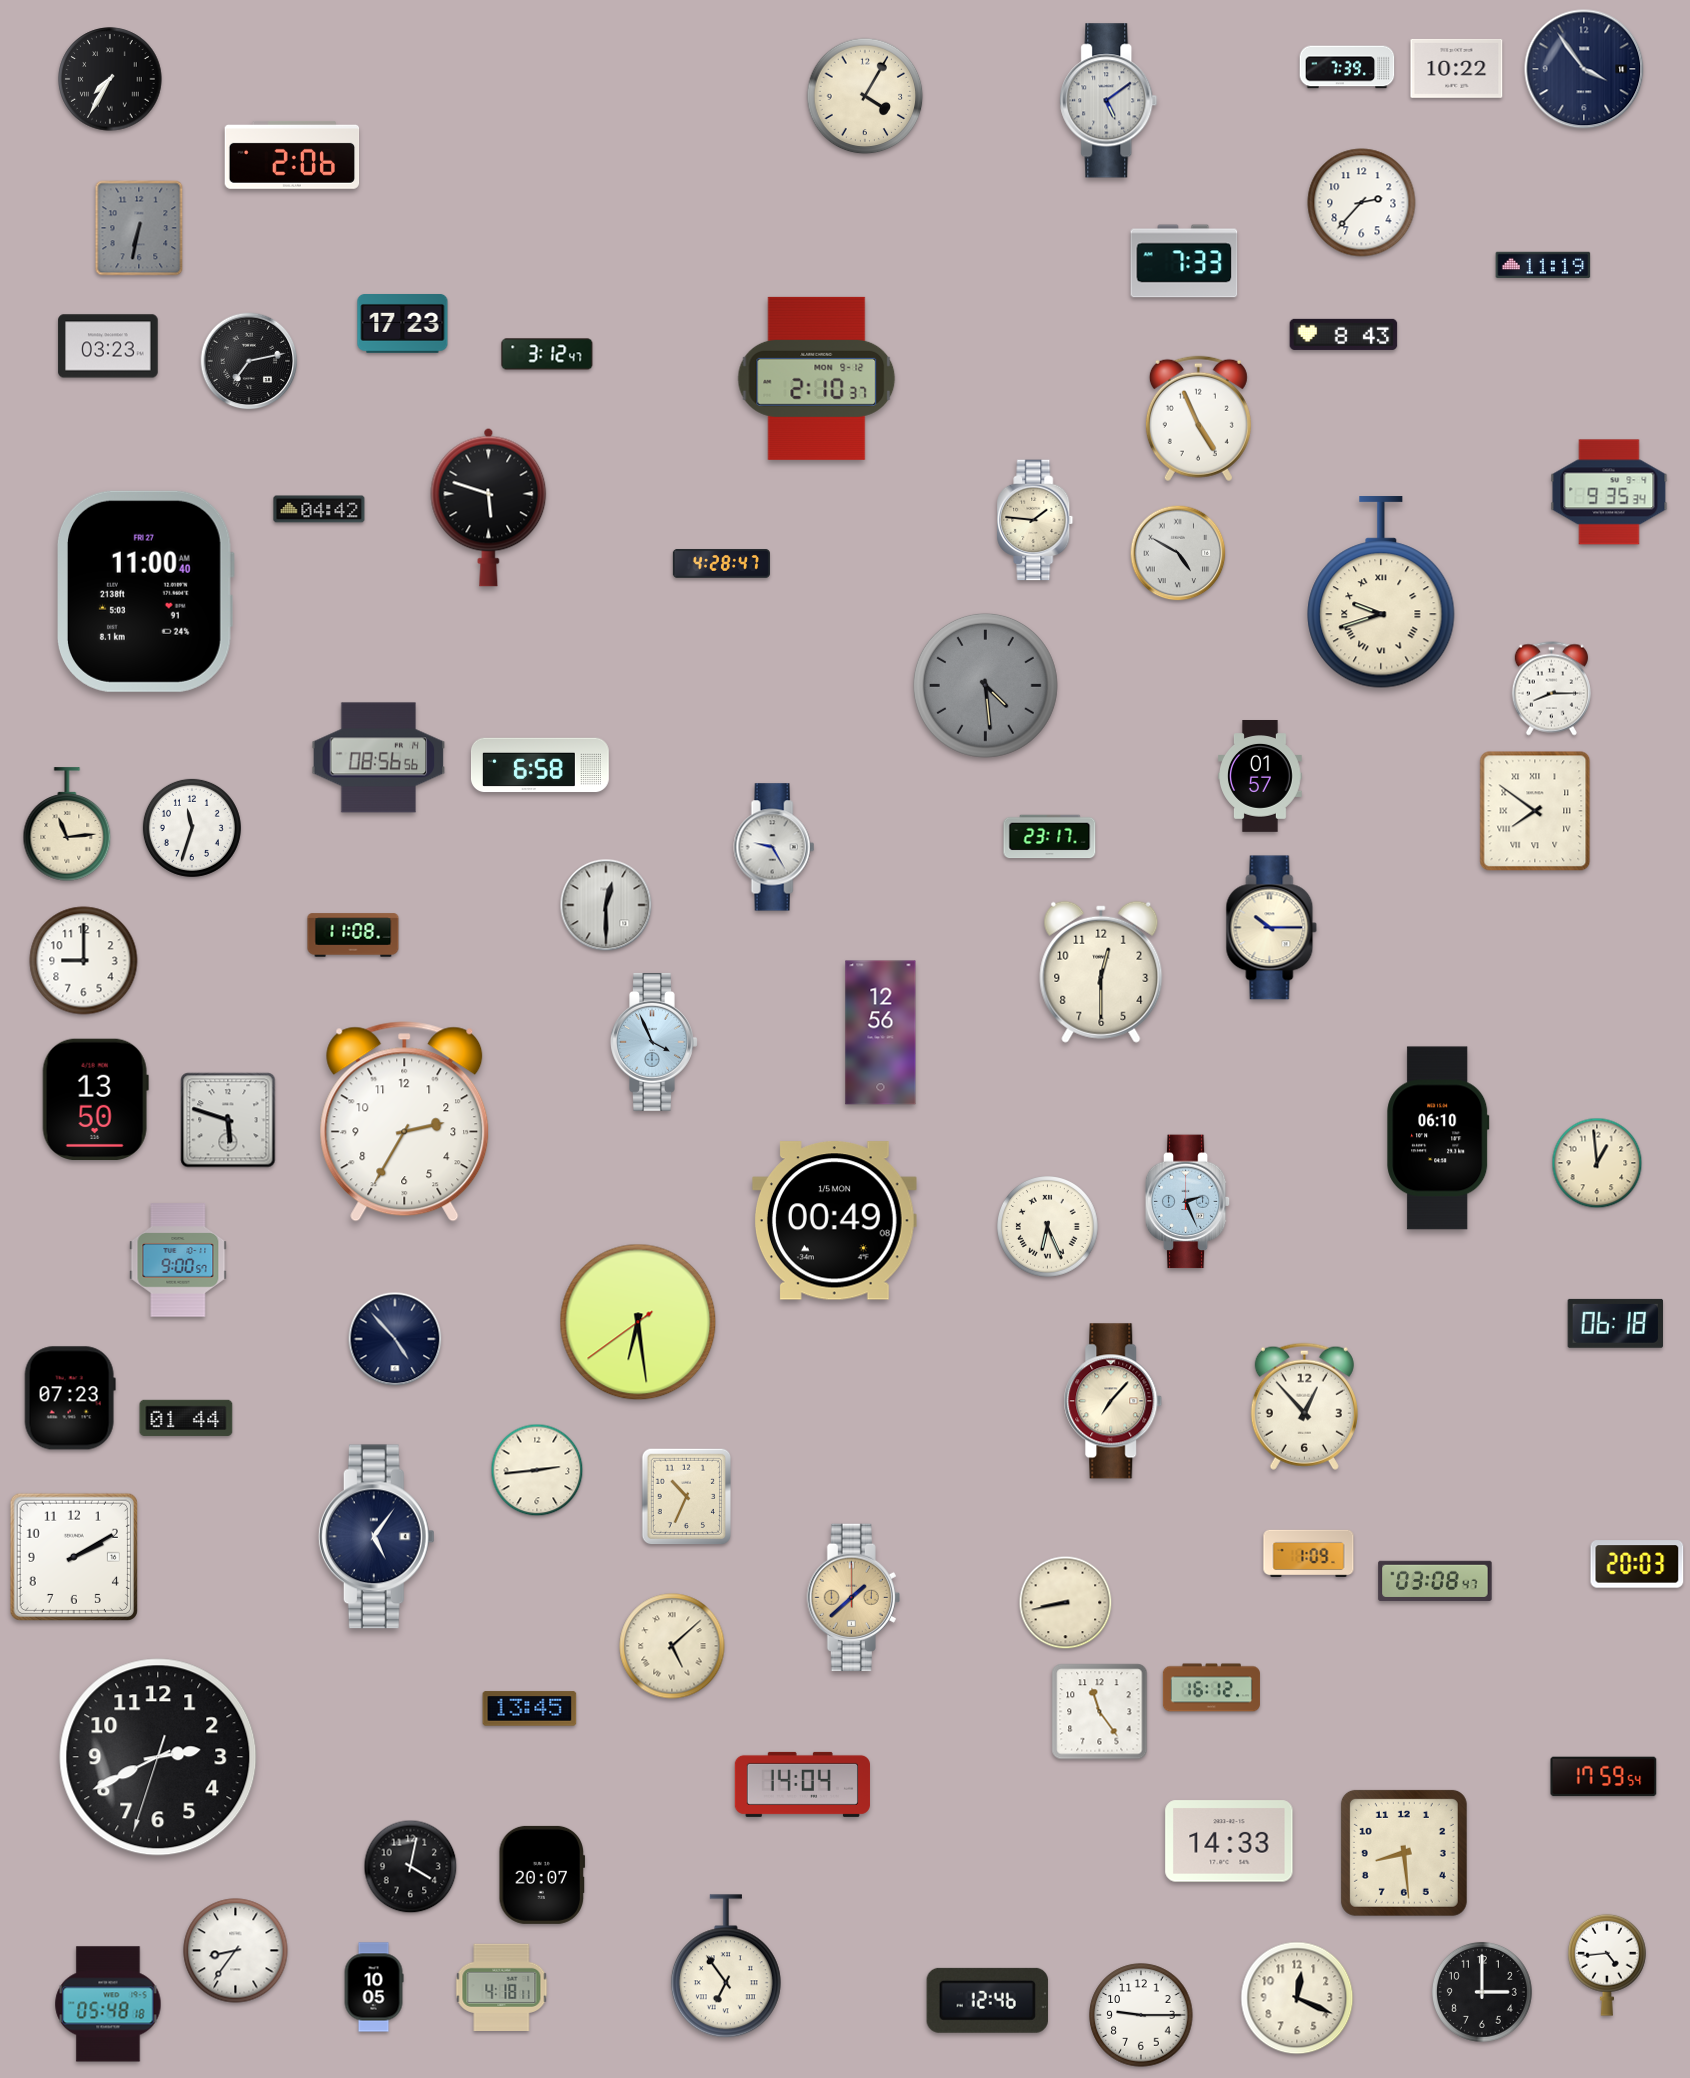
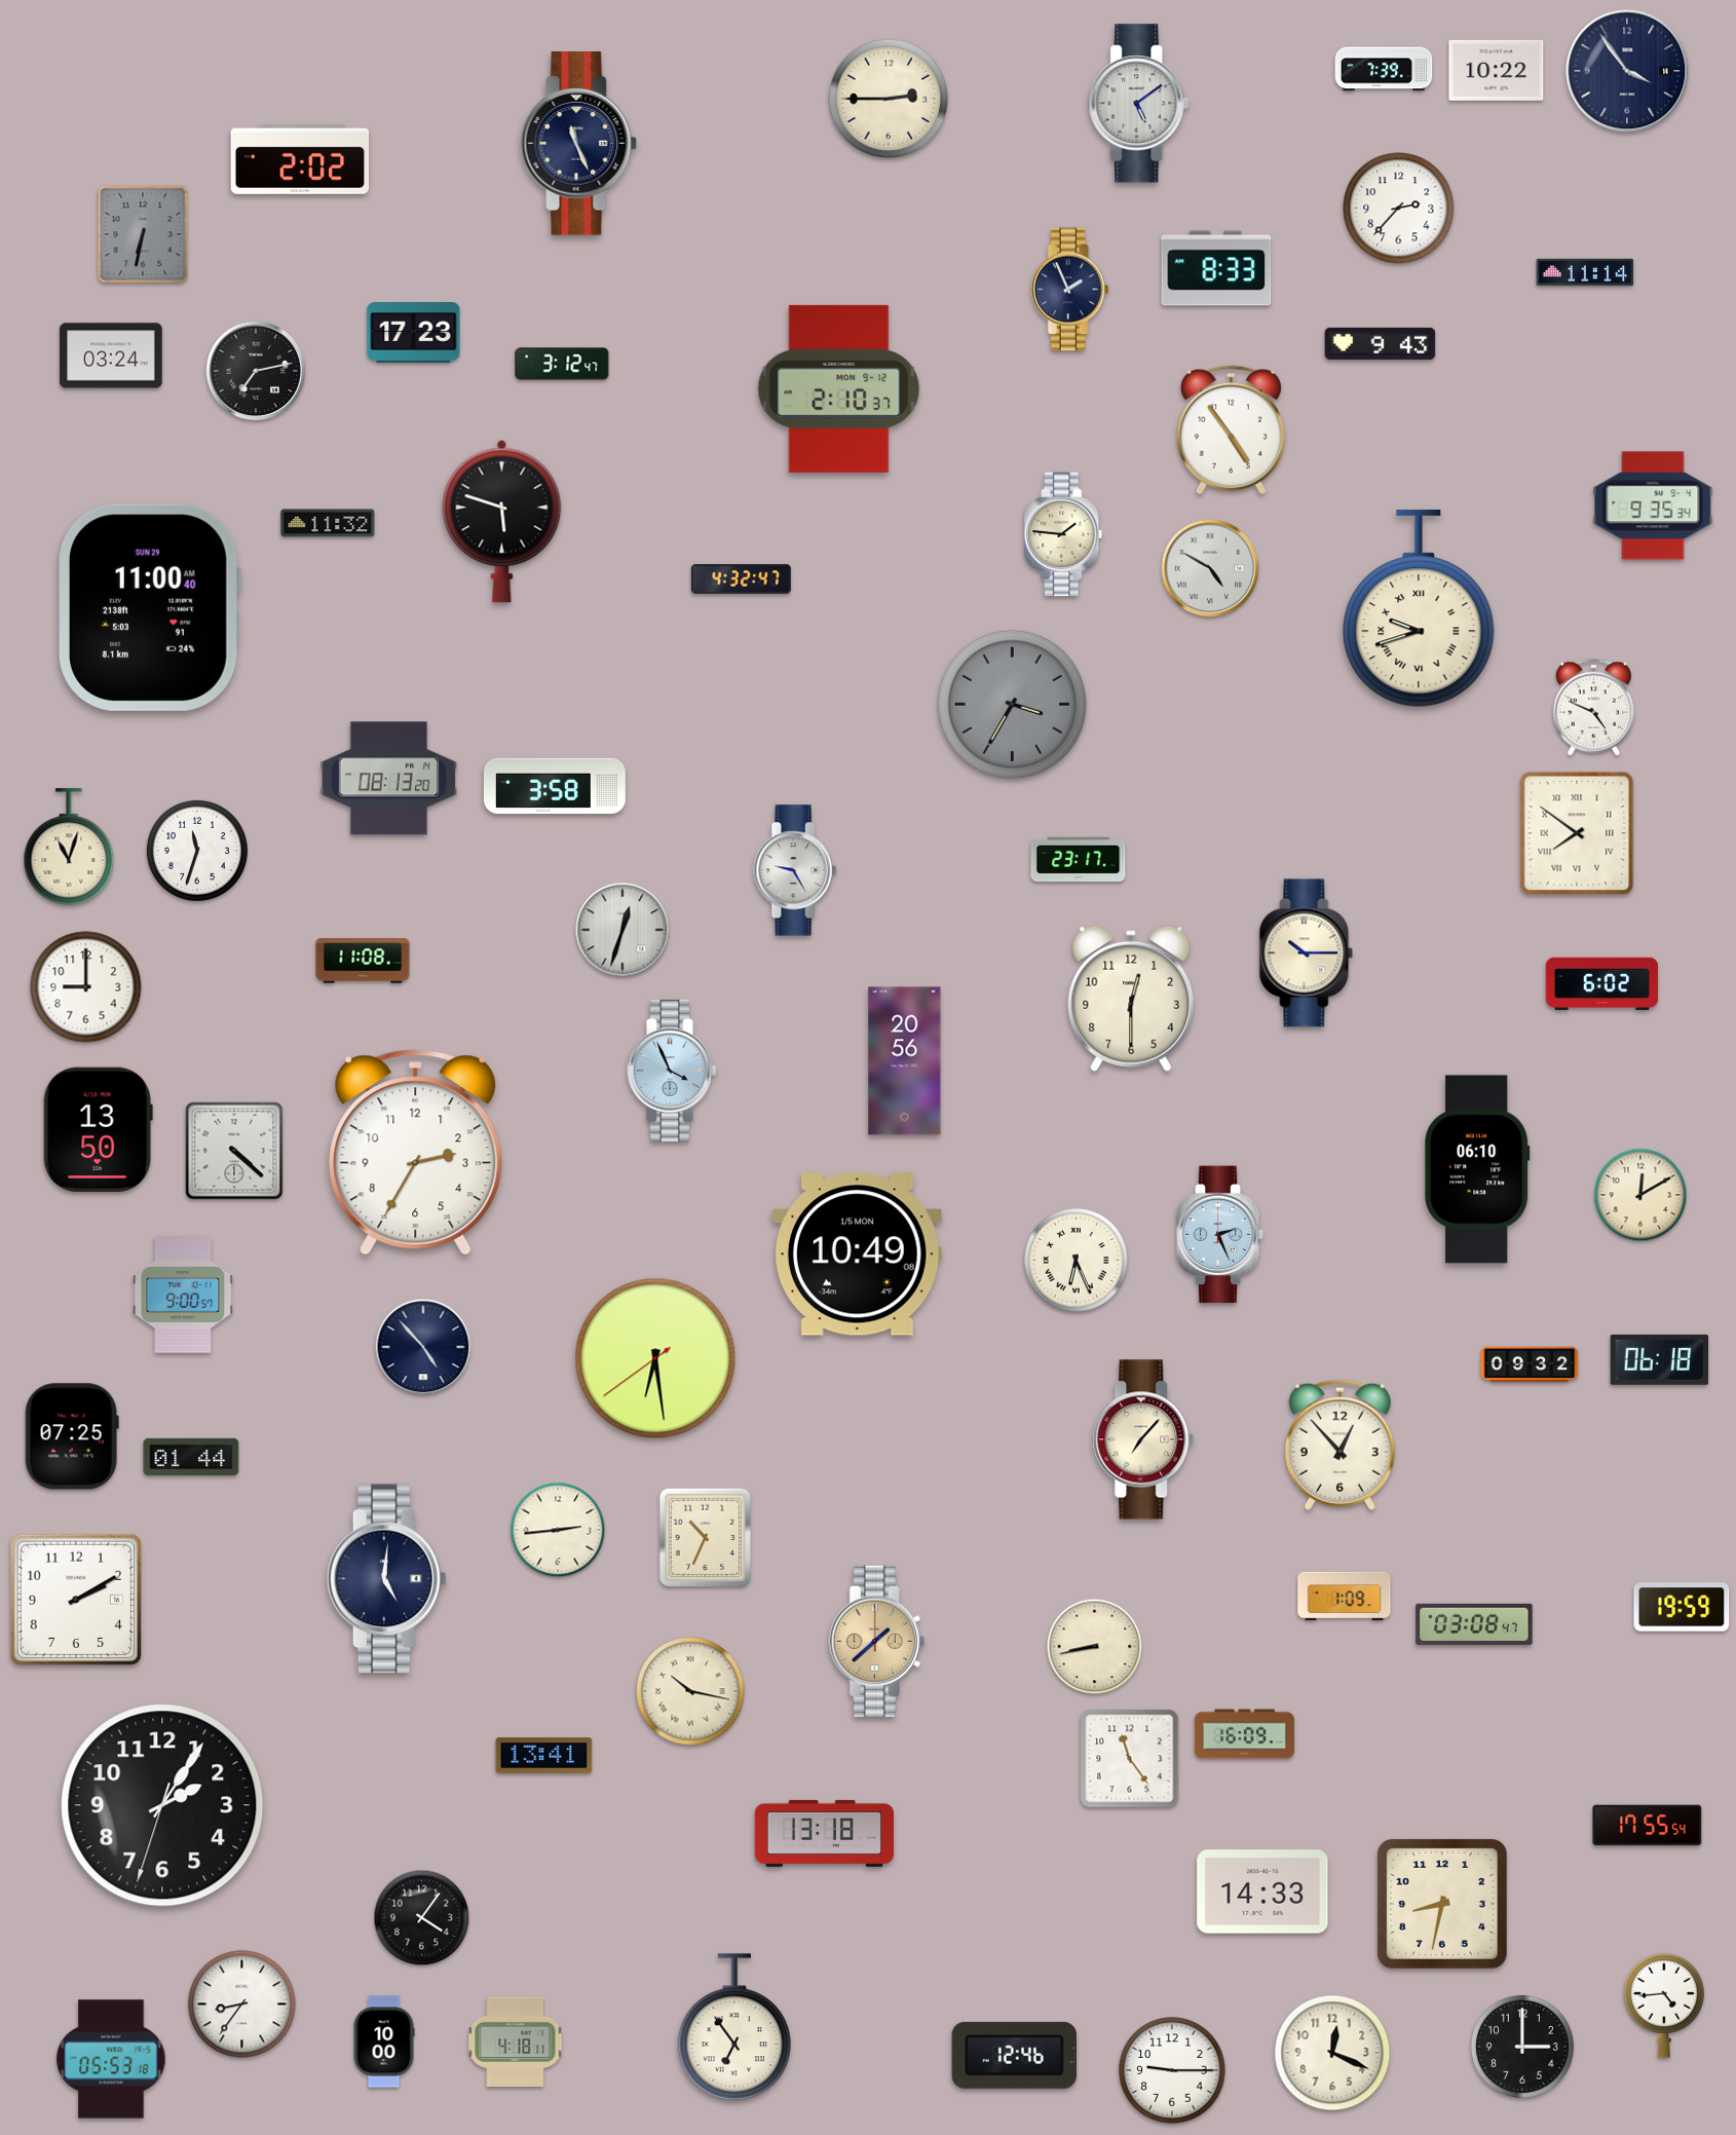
clock at (110, 79): 7:35 -> none
clock at (865, 96): 4:05 -> 2:45
clock at (579, 144): none -> 11:26
clock at (292, 155): 2:06 -> 2:02
clock at (1184, 261): 7:33 -> 8:33
clock at (1543, 264): 11:19 -> 11:14
clock at (1069, 290): none -> 1:56
clock at (1344, 334): 8:43 -> 9:43
clock at (108, 346): 03:23 -> 03:24
clock at (1198, 419): 4:56 -> 4:54
clock at (319, 509): 04:42 -> 11:32
clock at (721, 564): 4:28 -> 4:32
clock at (146, 591) date: FRI 27 -> SUN 29
clock at (985, 685): 4:29 -> 3:35
clock at (1551, 689): 8:15 -> 4:49
clock at (379, 758): 08:56 -> 08:13
clock at (540, 765): 6:58 -> 3:58
clock at (1261, 777): 01:57 -> none
clock at (67, 824): 11:14 -> 11:03
clock at (606, 905): 12:30 -> 12:33
clock at (1601, 984): none -> 6:02
clock at (881, 1033): 12:56 -> 20:56
clock at (228, 1120): 5:48 -> 4:22
clock at (1597, 1163): 12:59 -> 12:10
clock at (834, 1221): 00:49 -> 10:49
clock at (1530, 1364): none -> 09:32
clock at (395, 1339) position: (395, 1339) -> (423, 1347)
clock at (70, 1398): 07:23 -> 07:25
clock at (537, 1470) position: (537, 1470) -> (558, 1530)
clock at (376, 1537): 5:06 -> 5:01
clock at (1637, 1564): 20:03 -> 19:59
clock at (672, 1646): 5:08 -> 10:17
clock at (1211, 1688): 16:12 -> 16:09
clock at (530, 1709): 13:45 -> 13:41
clock at (158, 1757): 2:40 -> 2:05
clock at (1604, 1777): 17:59 -> 17:55
clock at (802, 1784): 14:04 -> 13:18
clock at (1404, 1853): 8:29 -> 8:32
clock at (411, 1867): 4:02 -> 4:06
clock at (542, 1875): 20:07 -> none
clock at (1608, 1965) position: (1608, 1965) -> (1665, 2006)
clock at (726, 1967) position: (726, 1967) -> (734, 2028)
clock at (374, 1987): 10:05 -> 10:00
clock at (108, 2004): 05:48 -> 05:53
